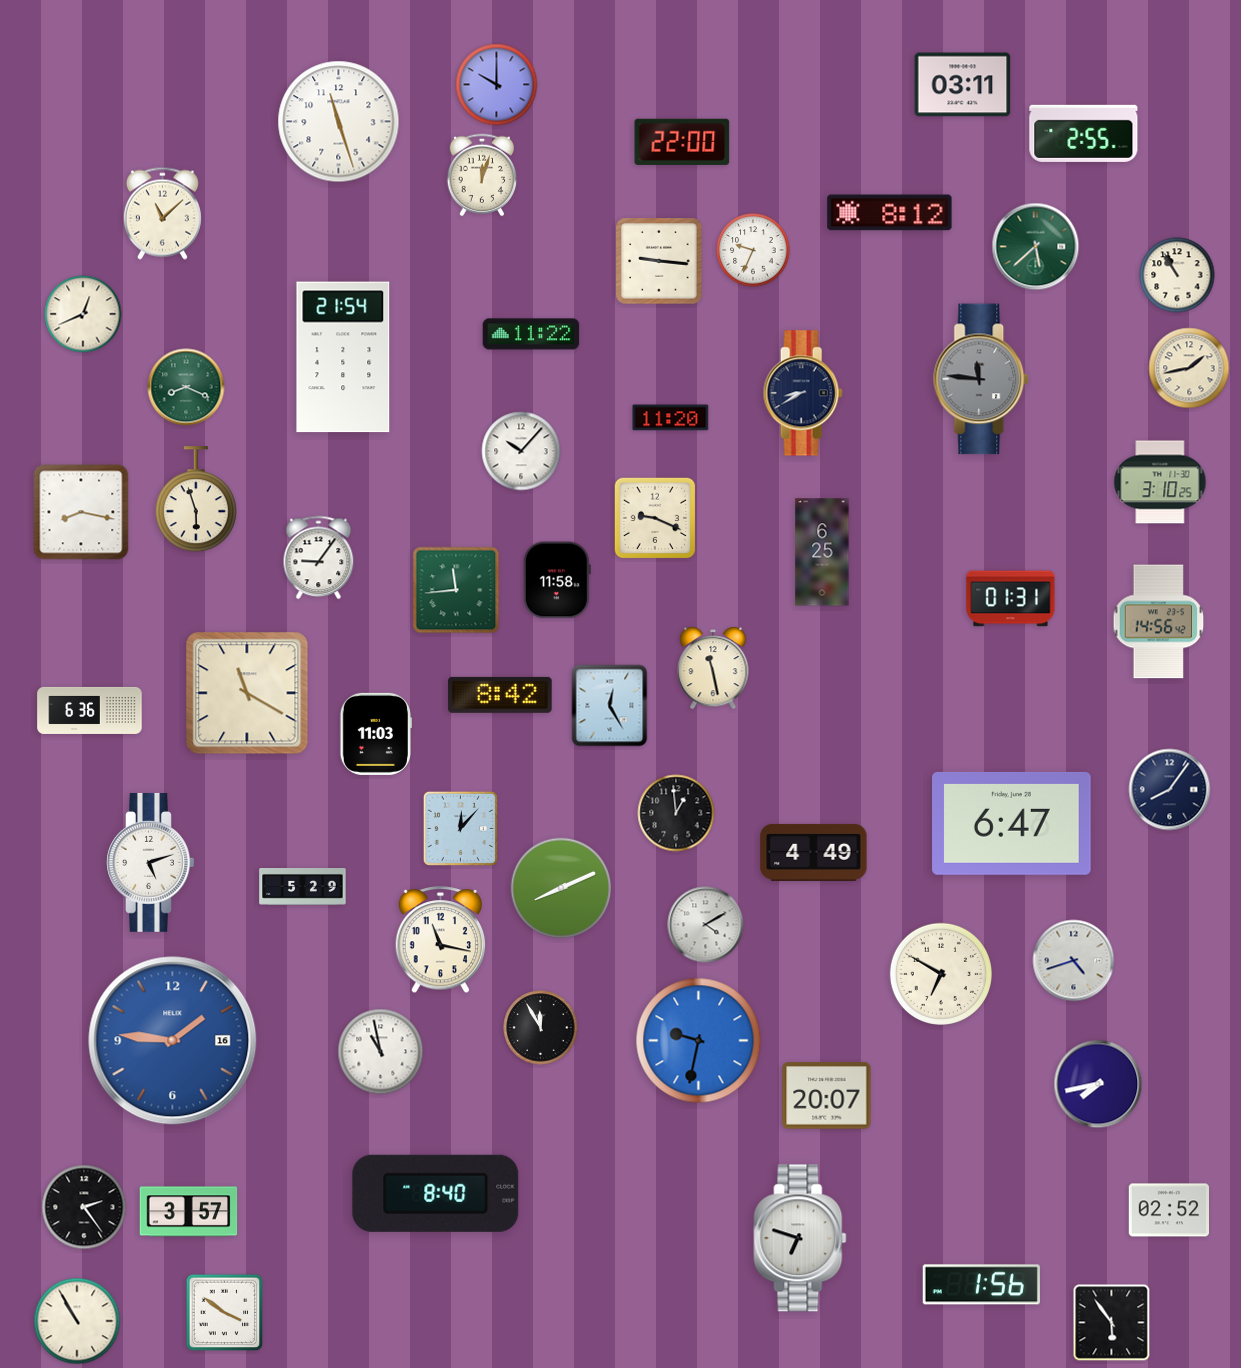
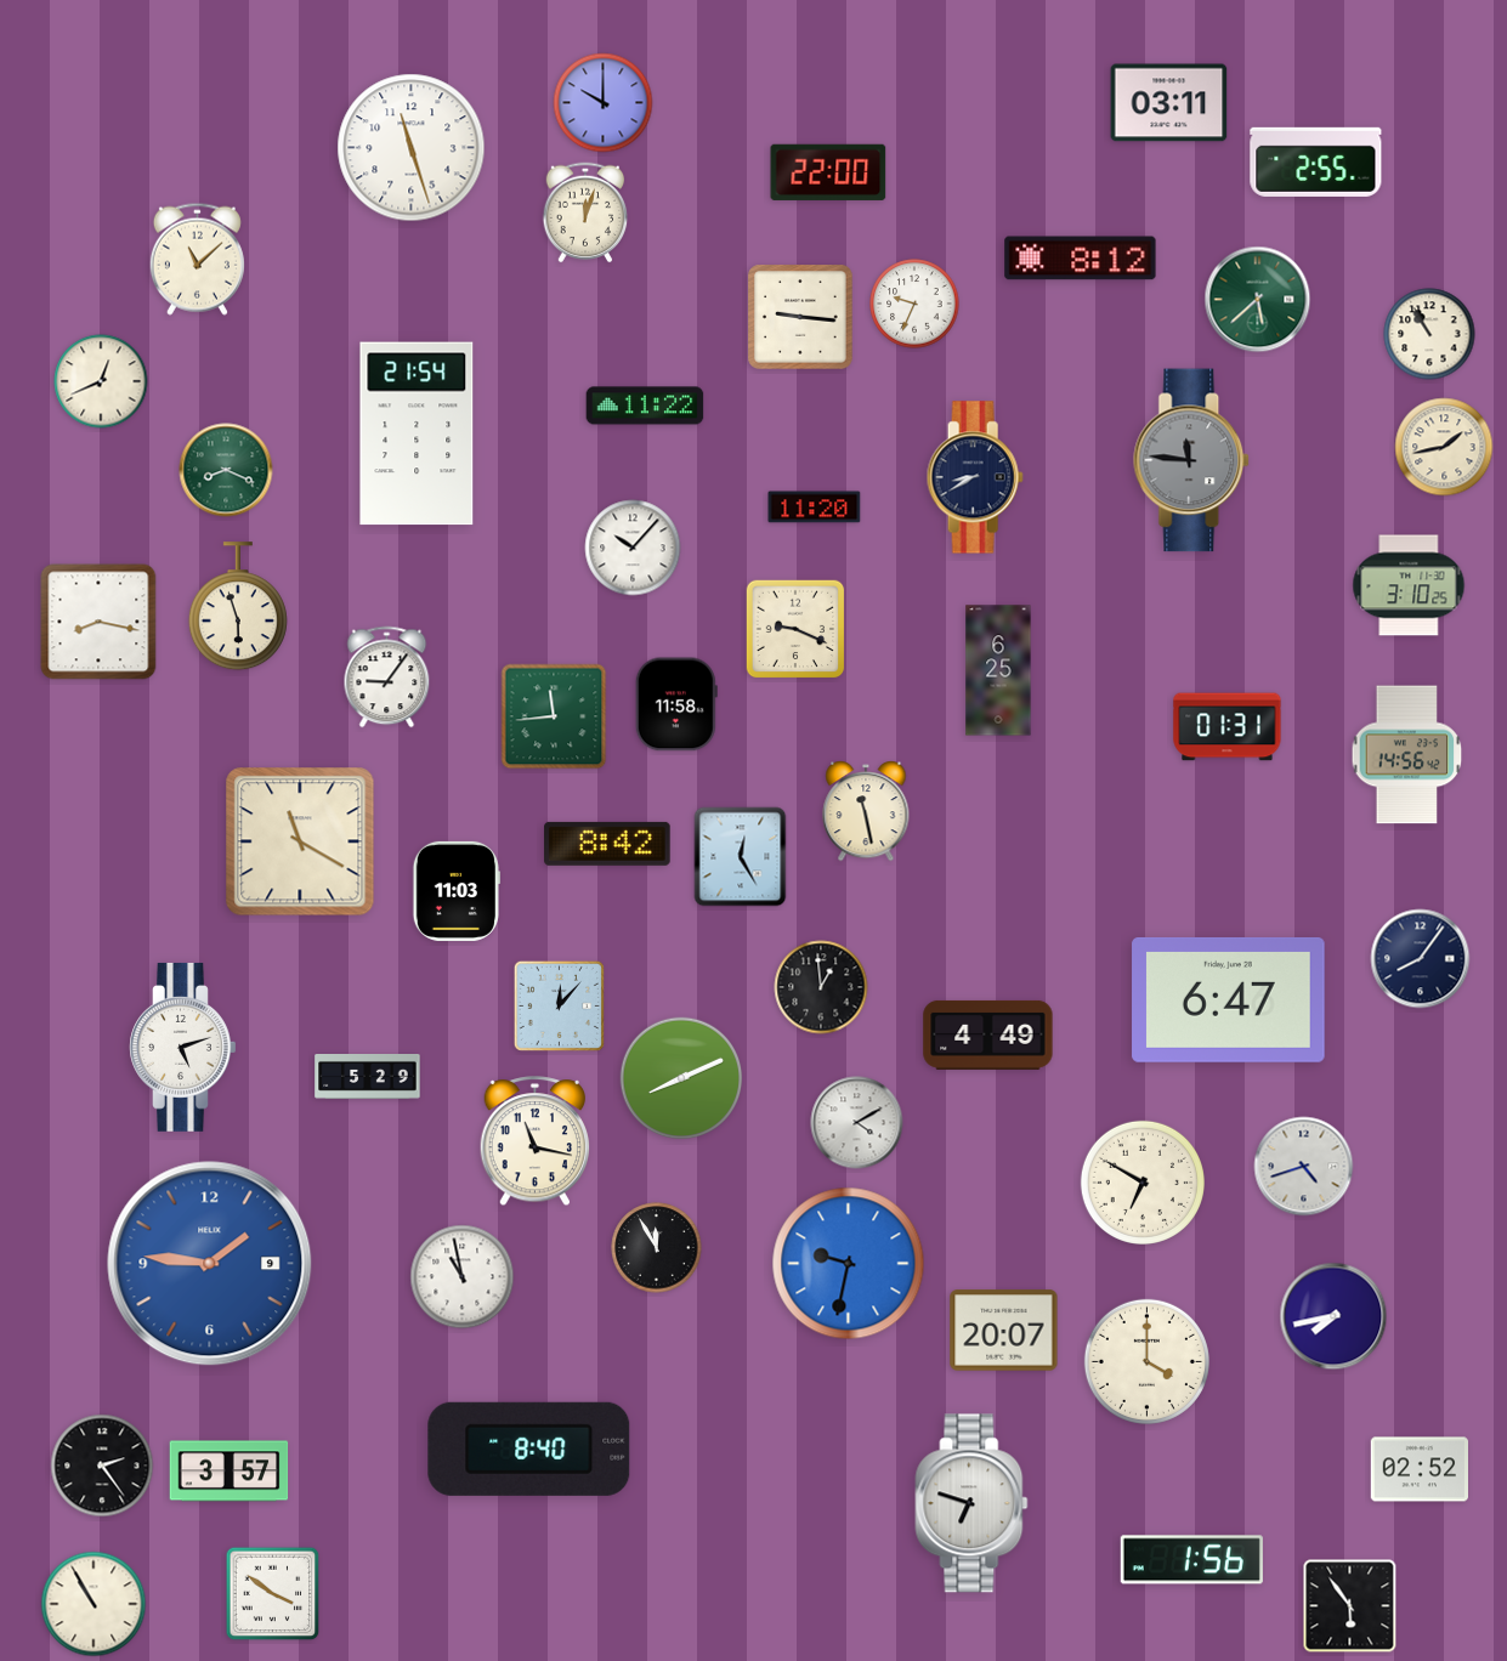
clock at (90, 710): 6:36 -> none
clock at (173, 1041) date: 16 -> 9
clock at (1146, 1361): none -> 4:00
